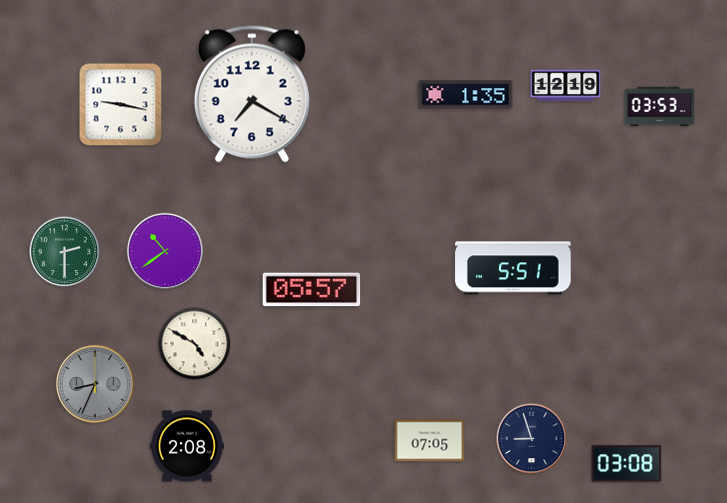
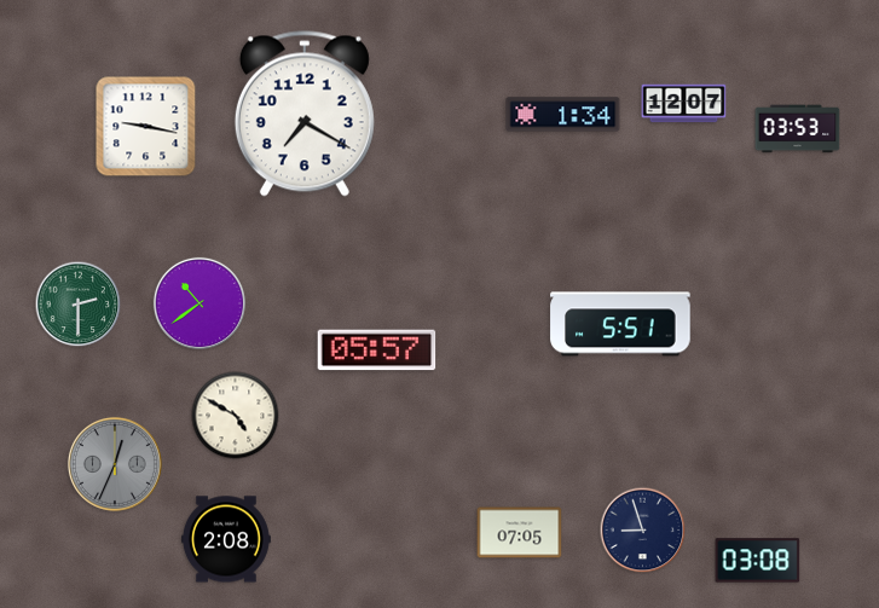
clock at (566, 86): 12:19 -> 12:07
clock at (466, 95): 1:35 -> 1:34
clock at (95, 384): 8:34 -> 12:34
